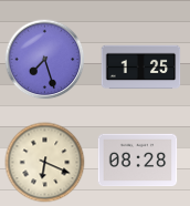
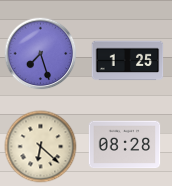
clock at (45, 163): 6:19 -> 6:22
